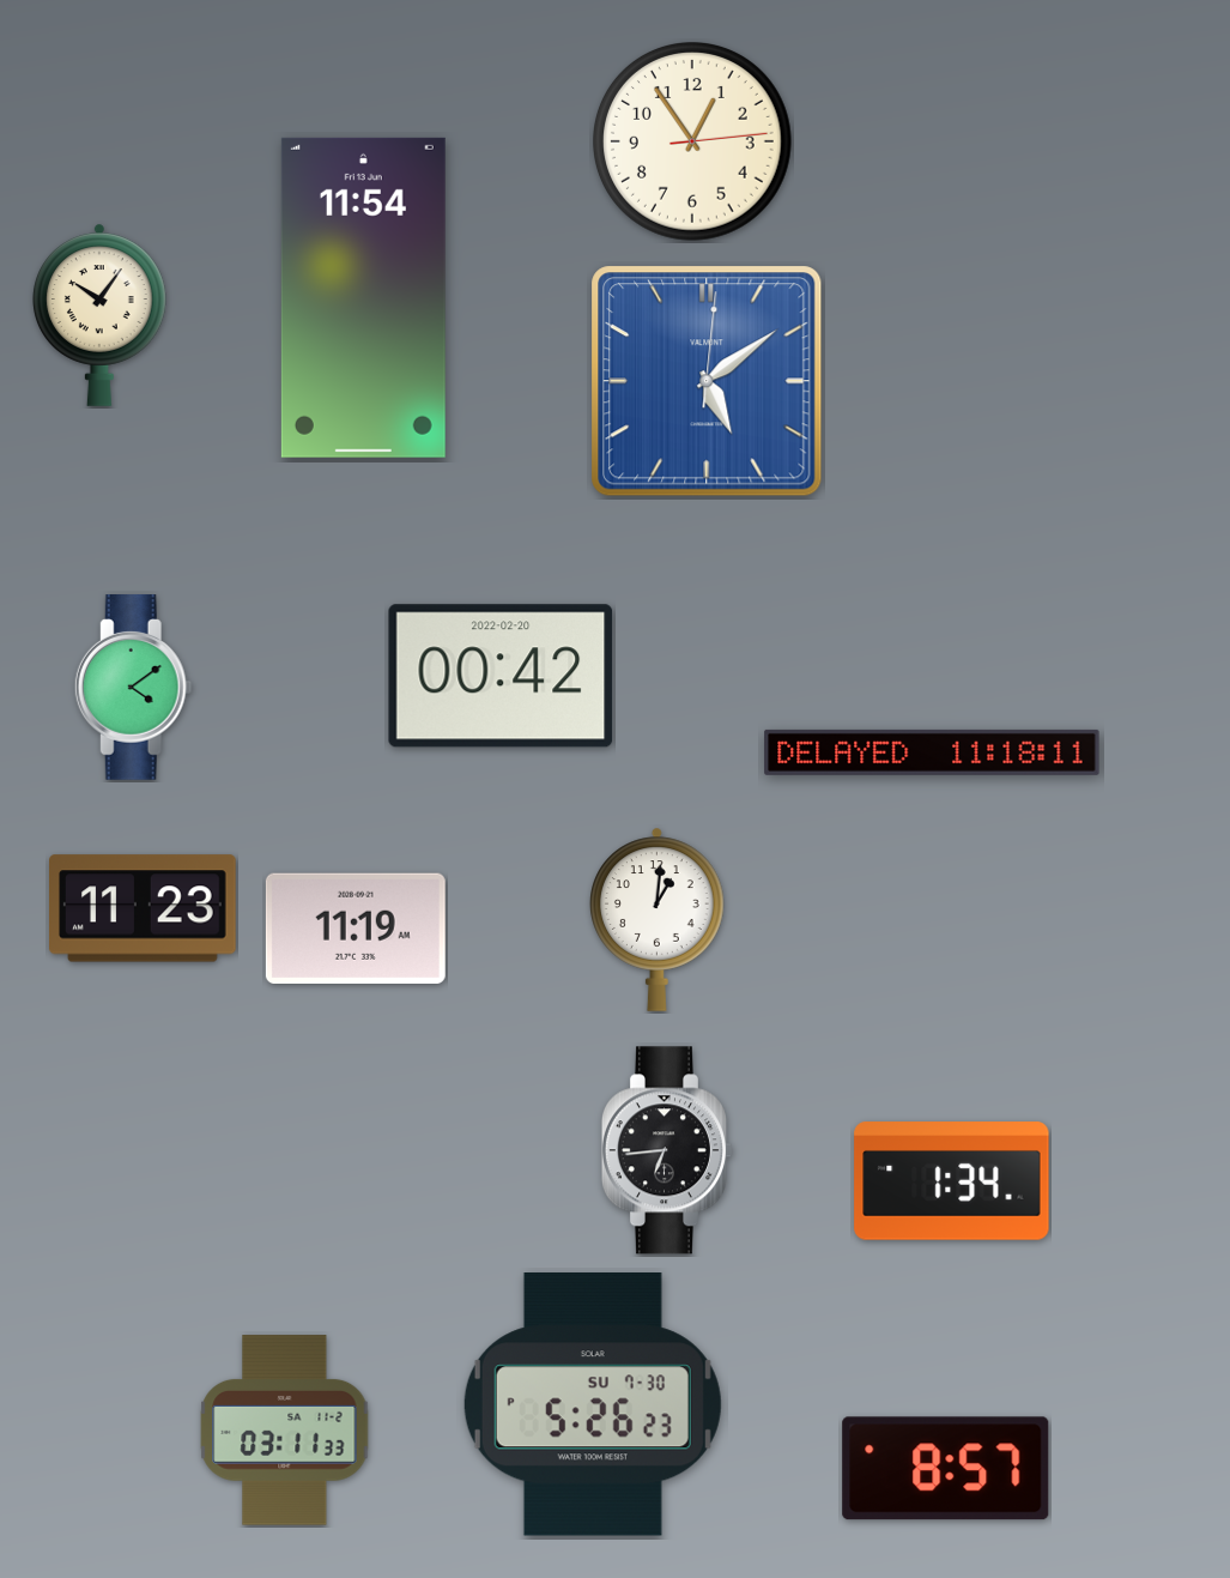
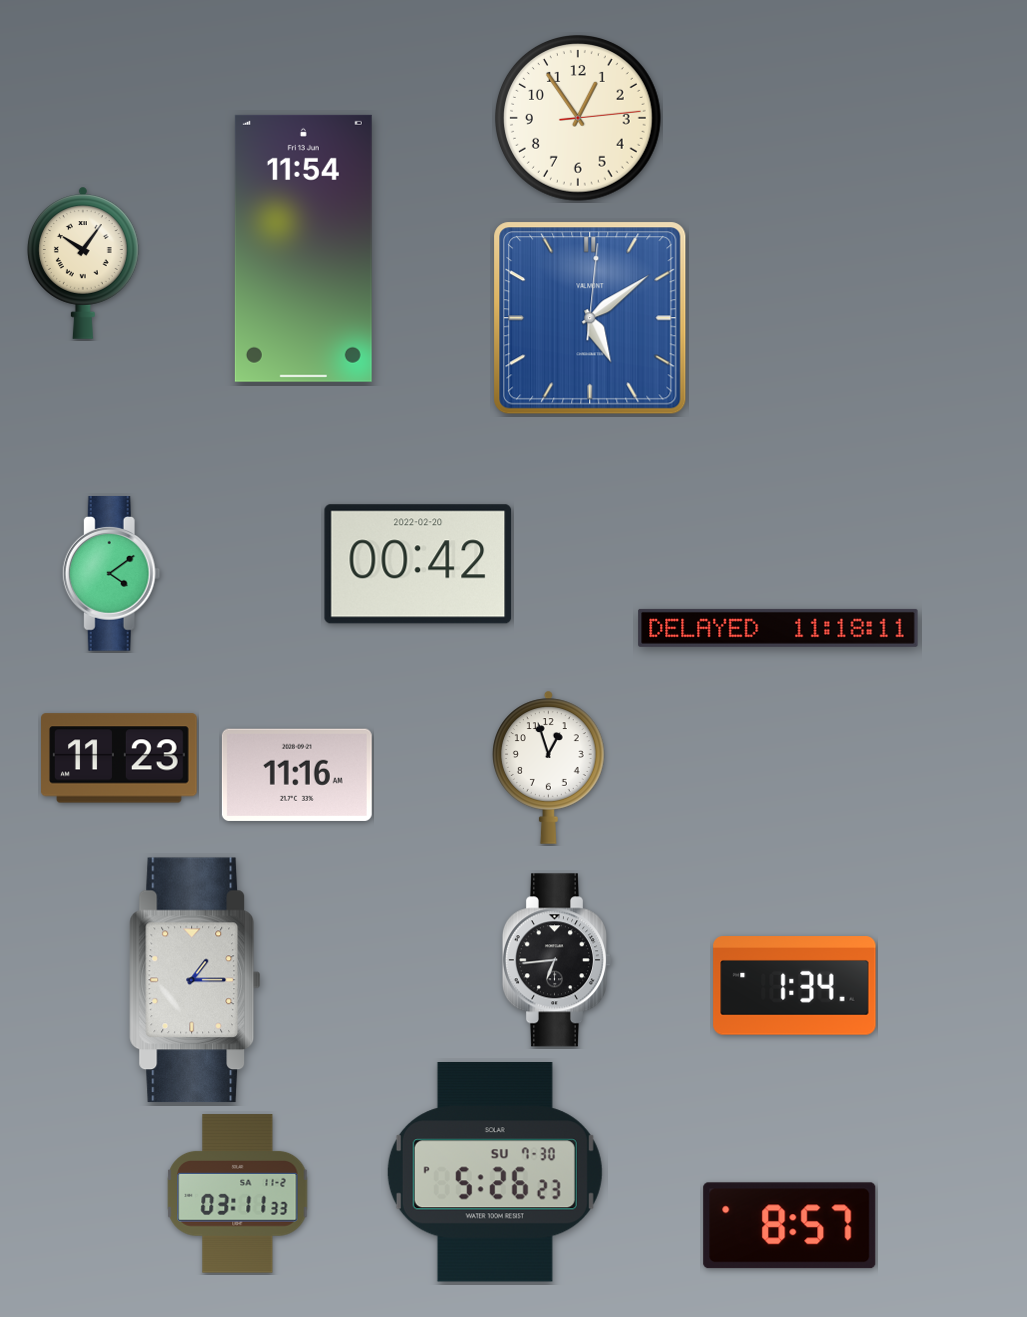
clock at (658, 919): 1:01 -> 12:57
clock at (356, 929): 11:19 -> 11:16
clock at (195, 980): none -> 1:15
